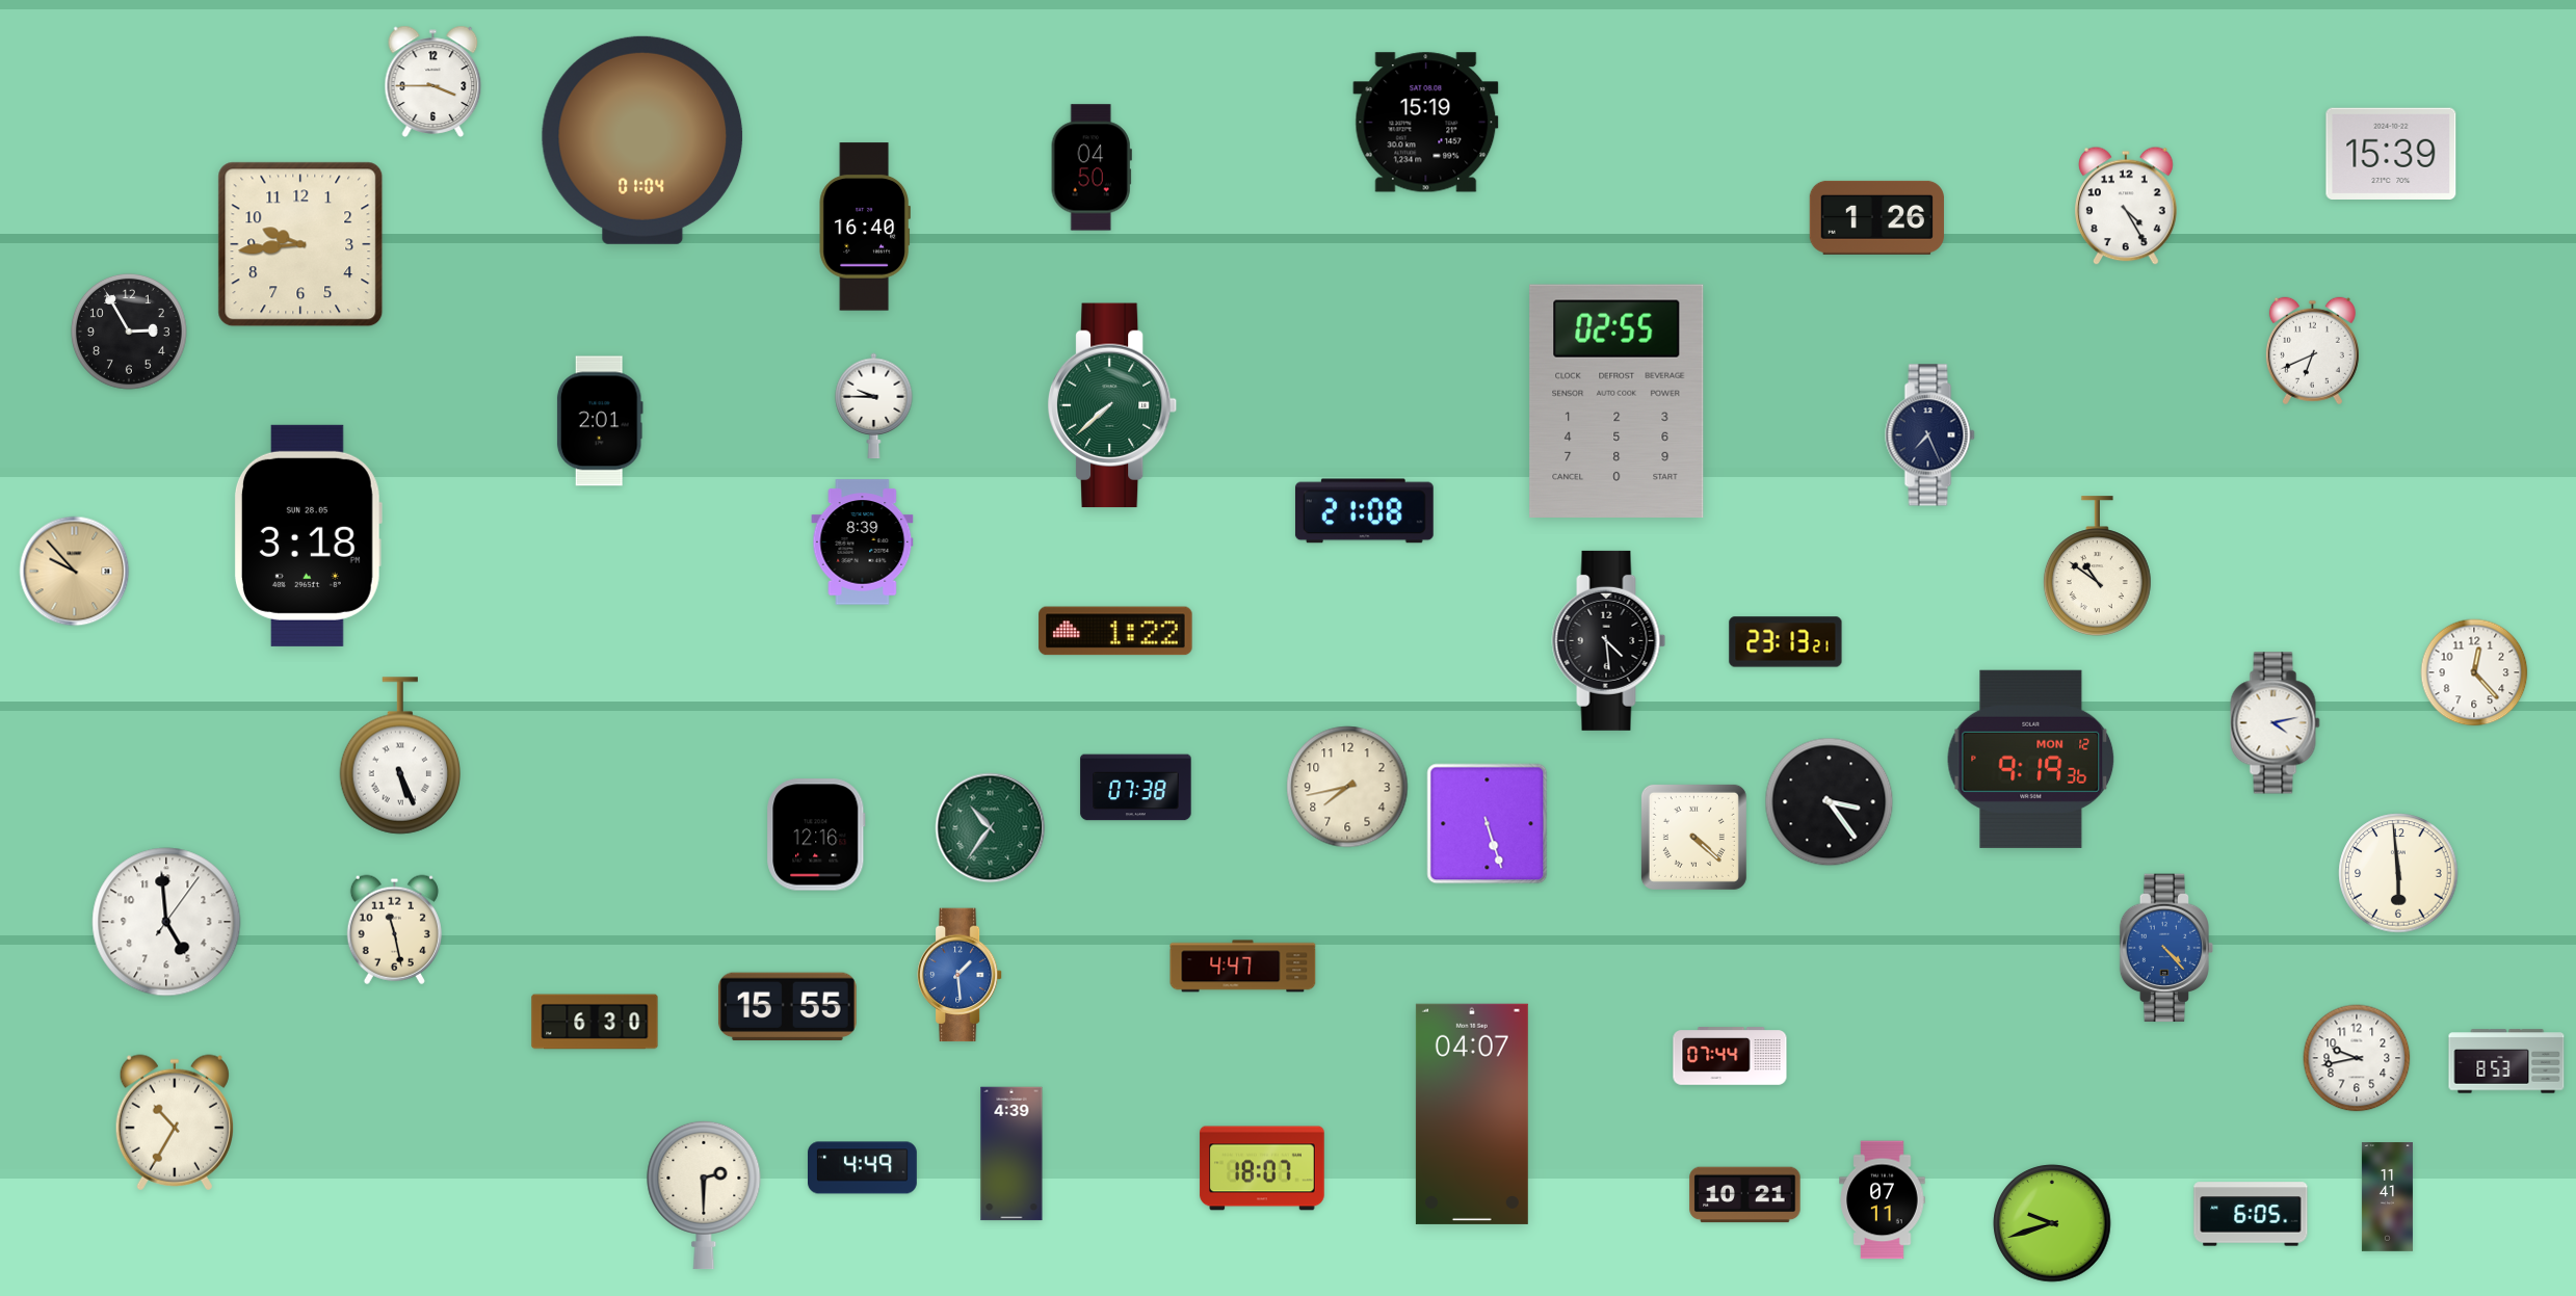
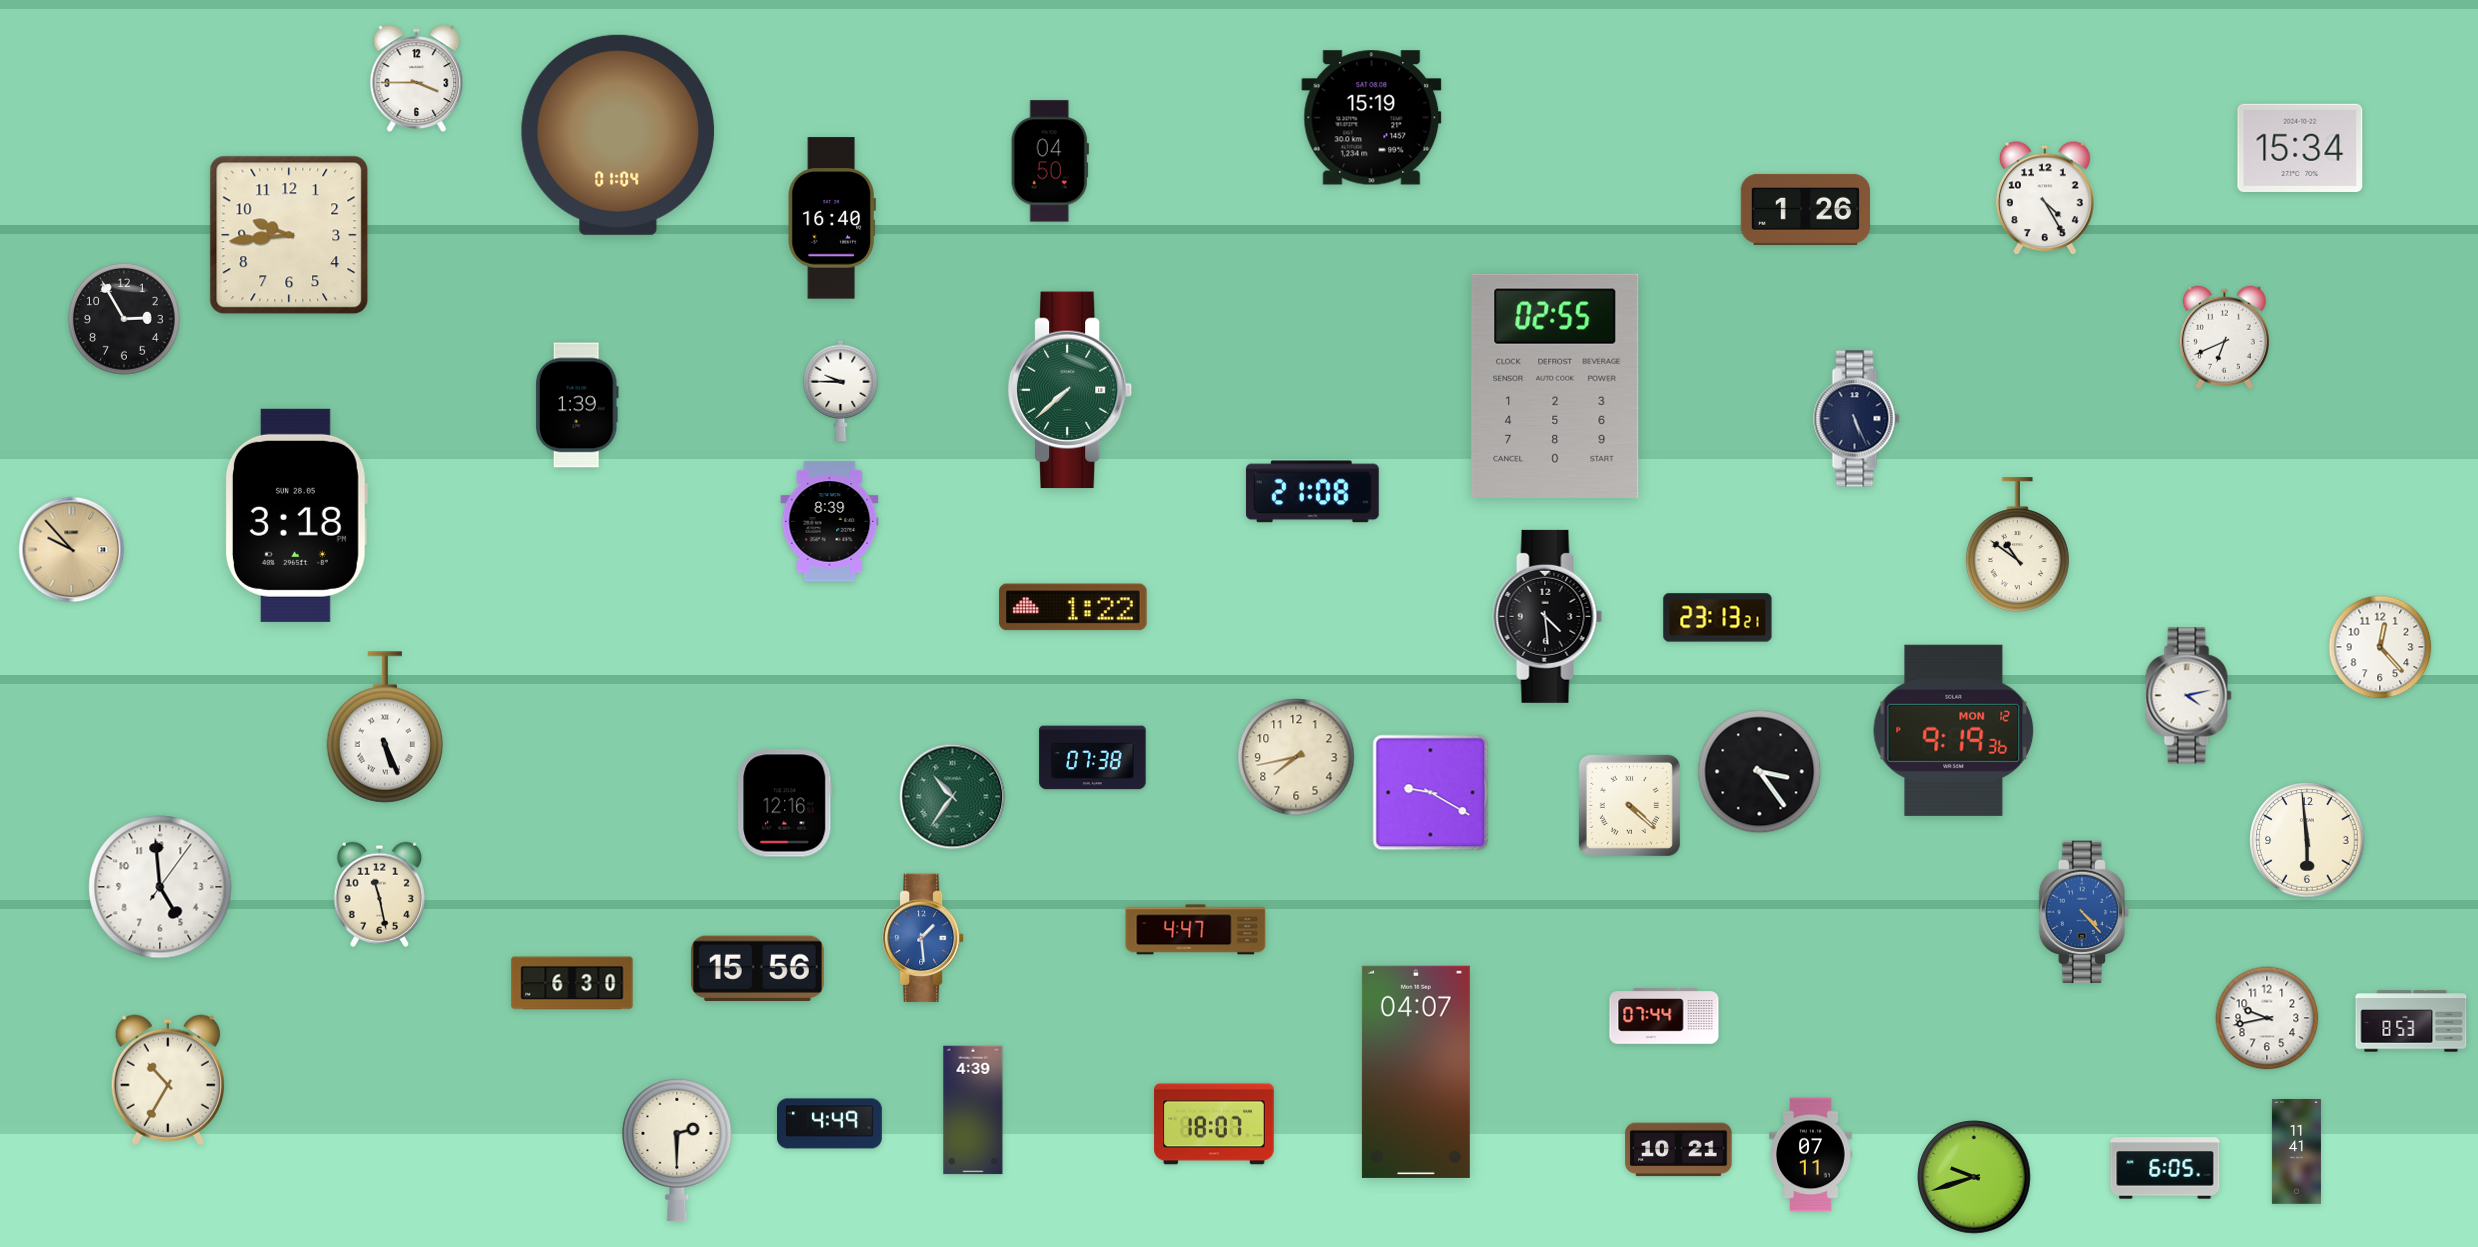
clock at (2391, 154): 15:39 -> 15:34
clock at (600, 421): 2:01 -> 1:39
clock at (1930, 435): 7:26 -> 5:26
clock at (1488, 824): 5:27 -> 9:20
clock at (787, 1007): 15:55 -> 15:56
